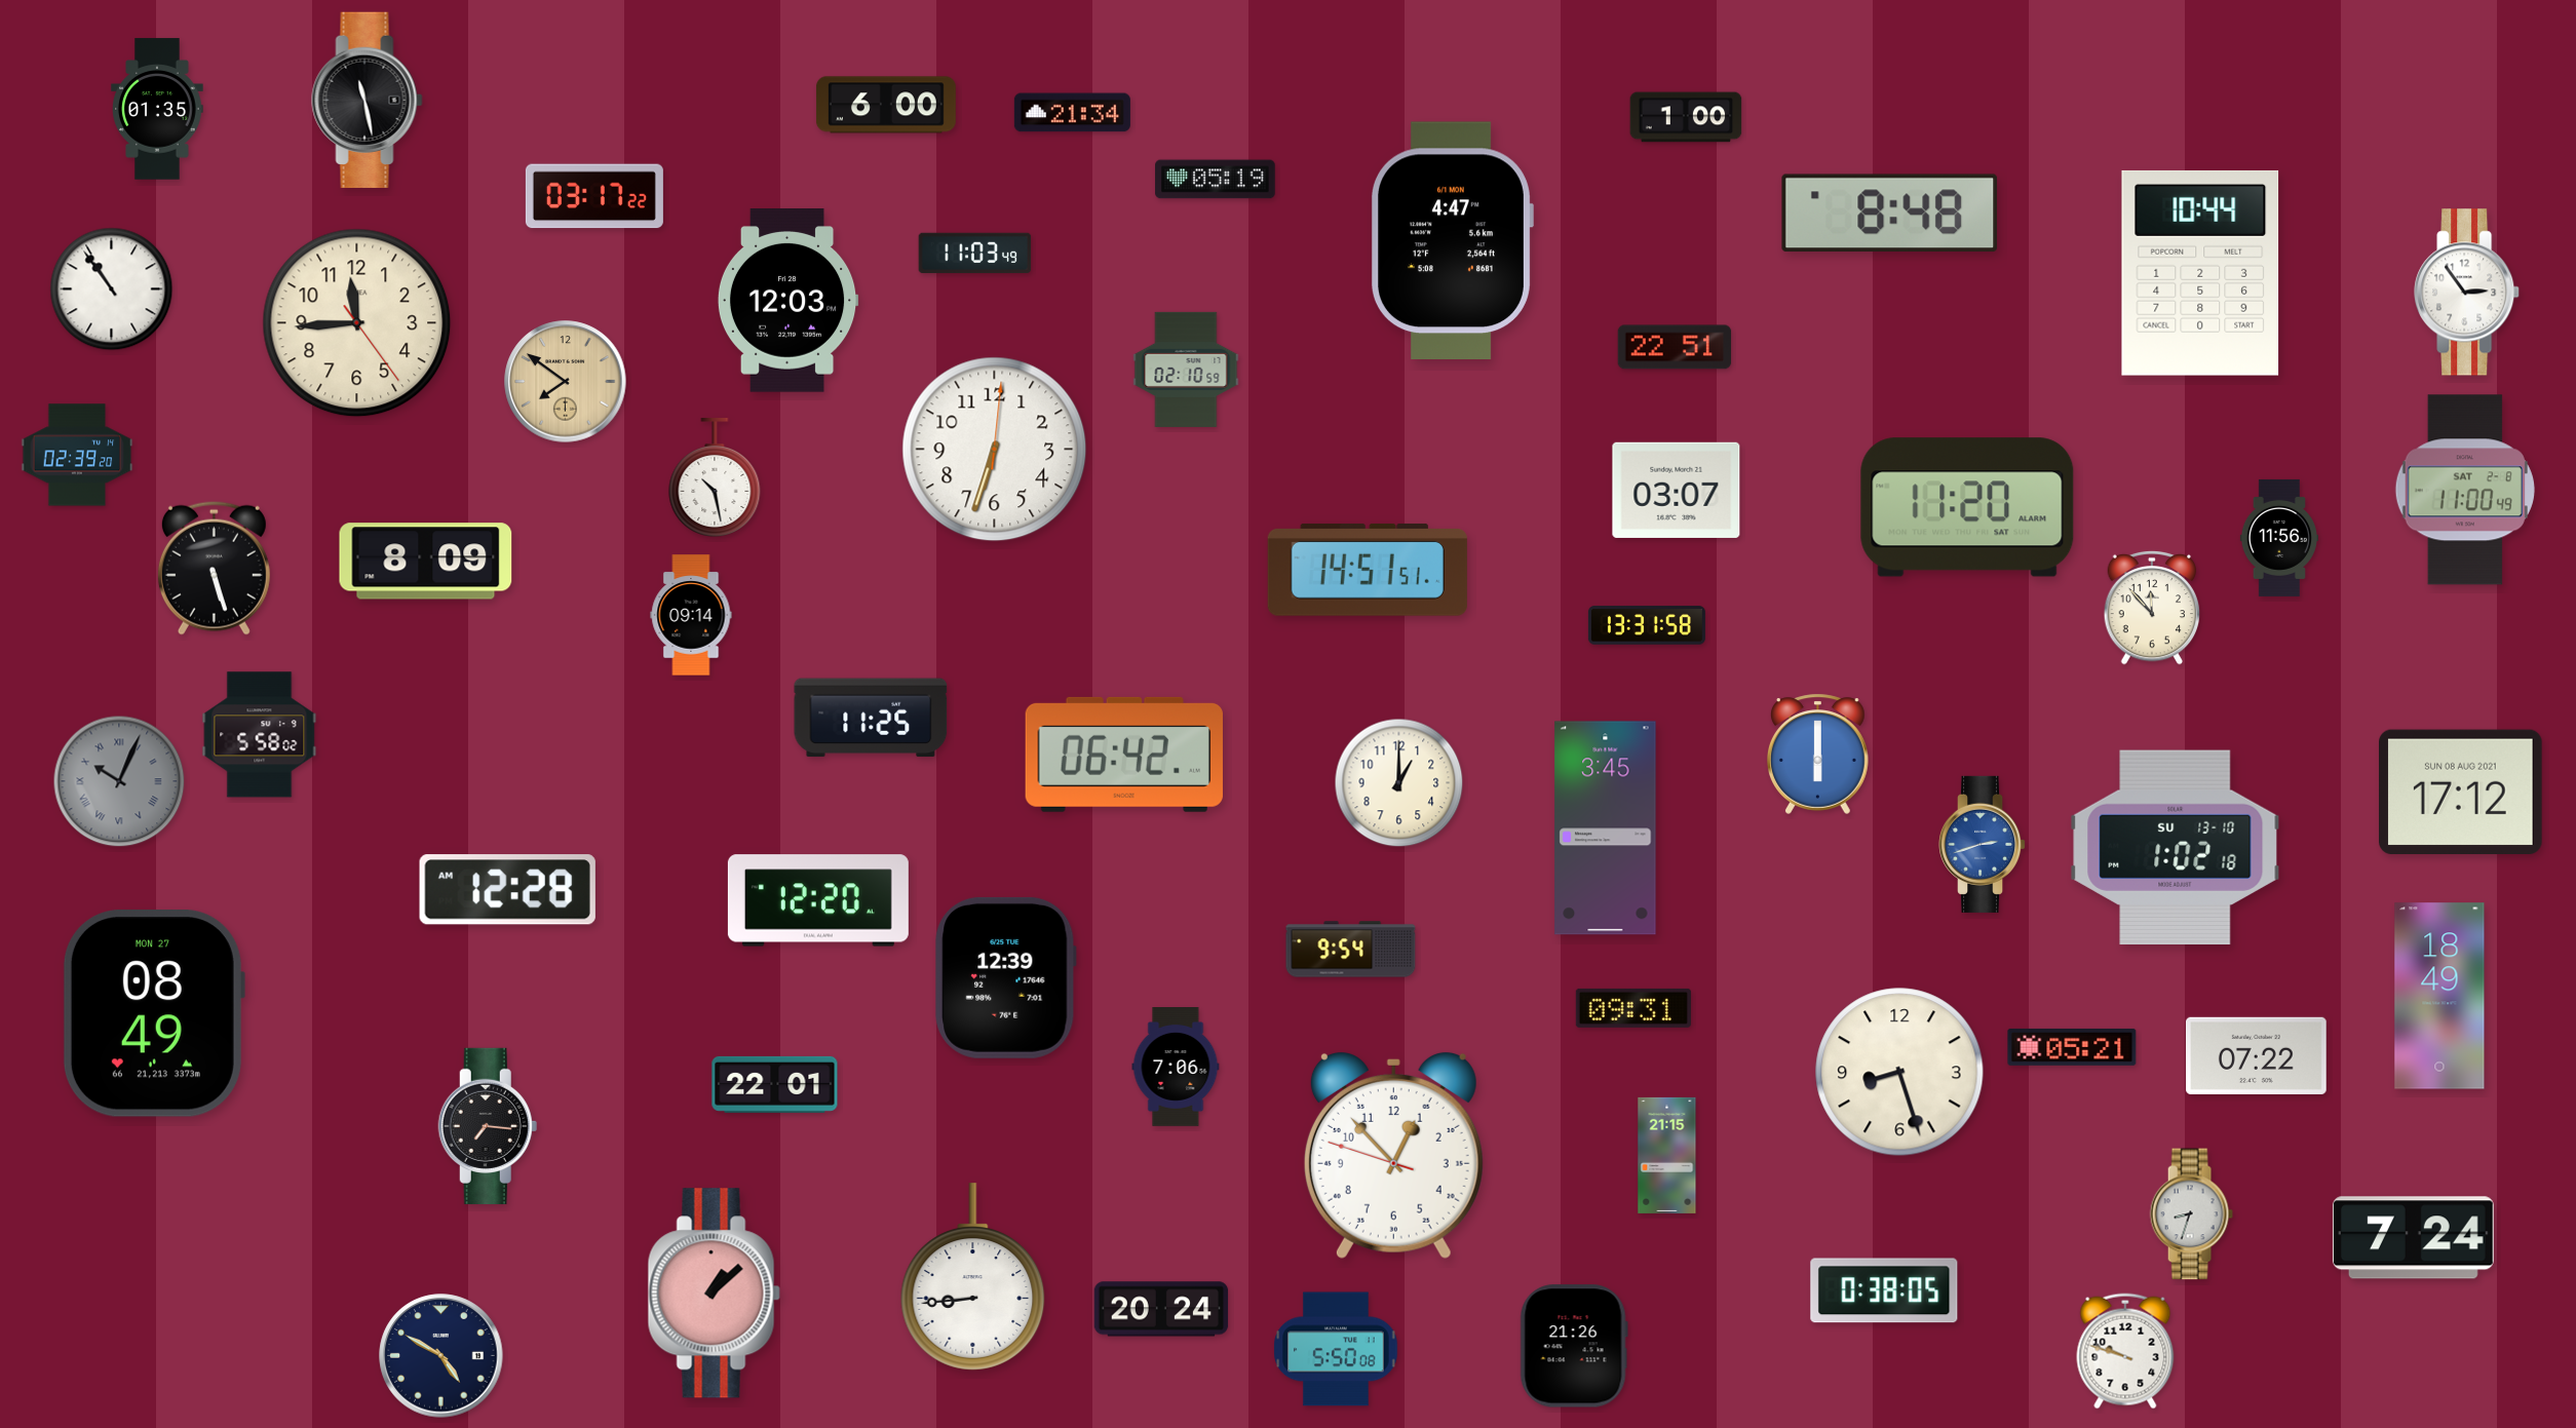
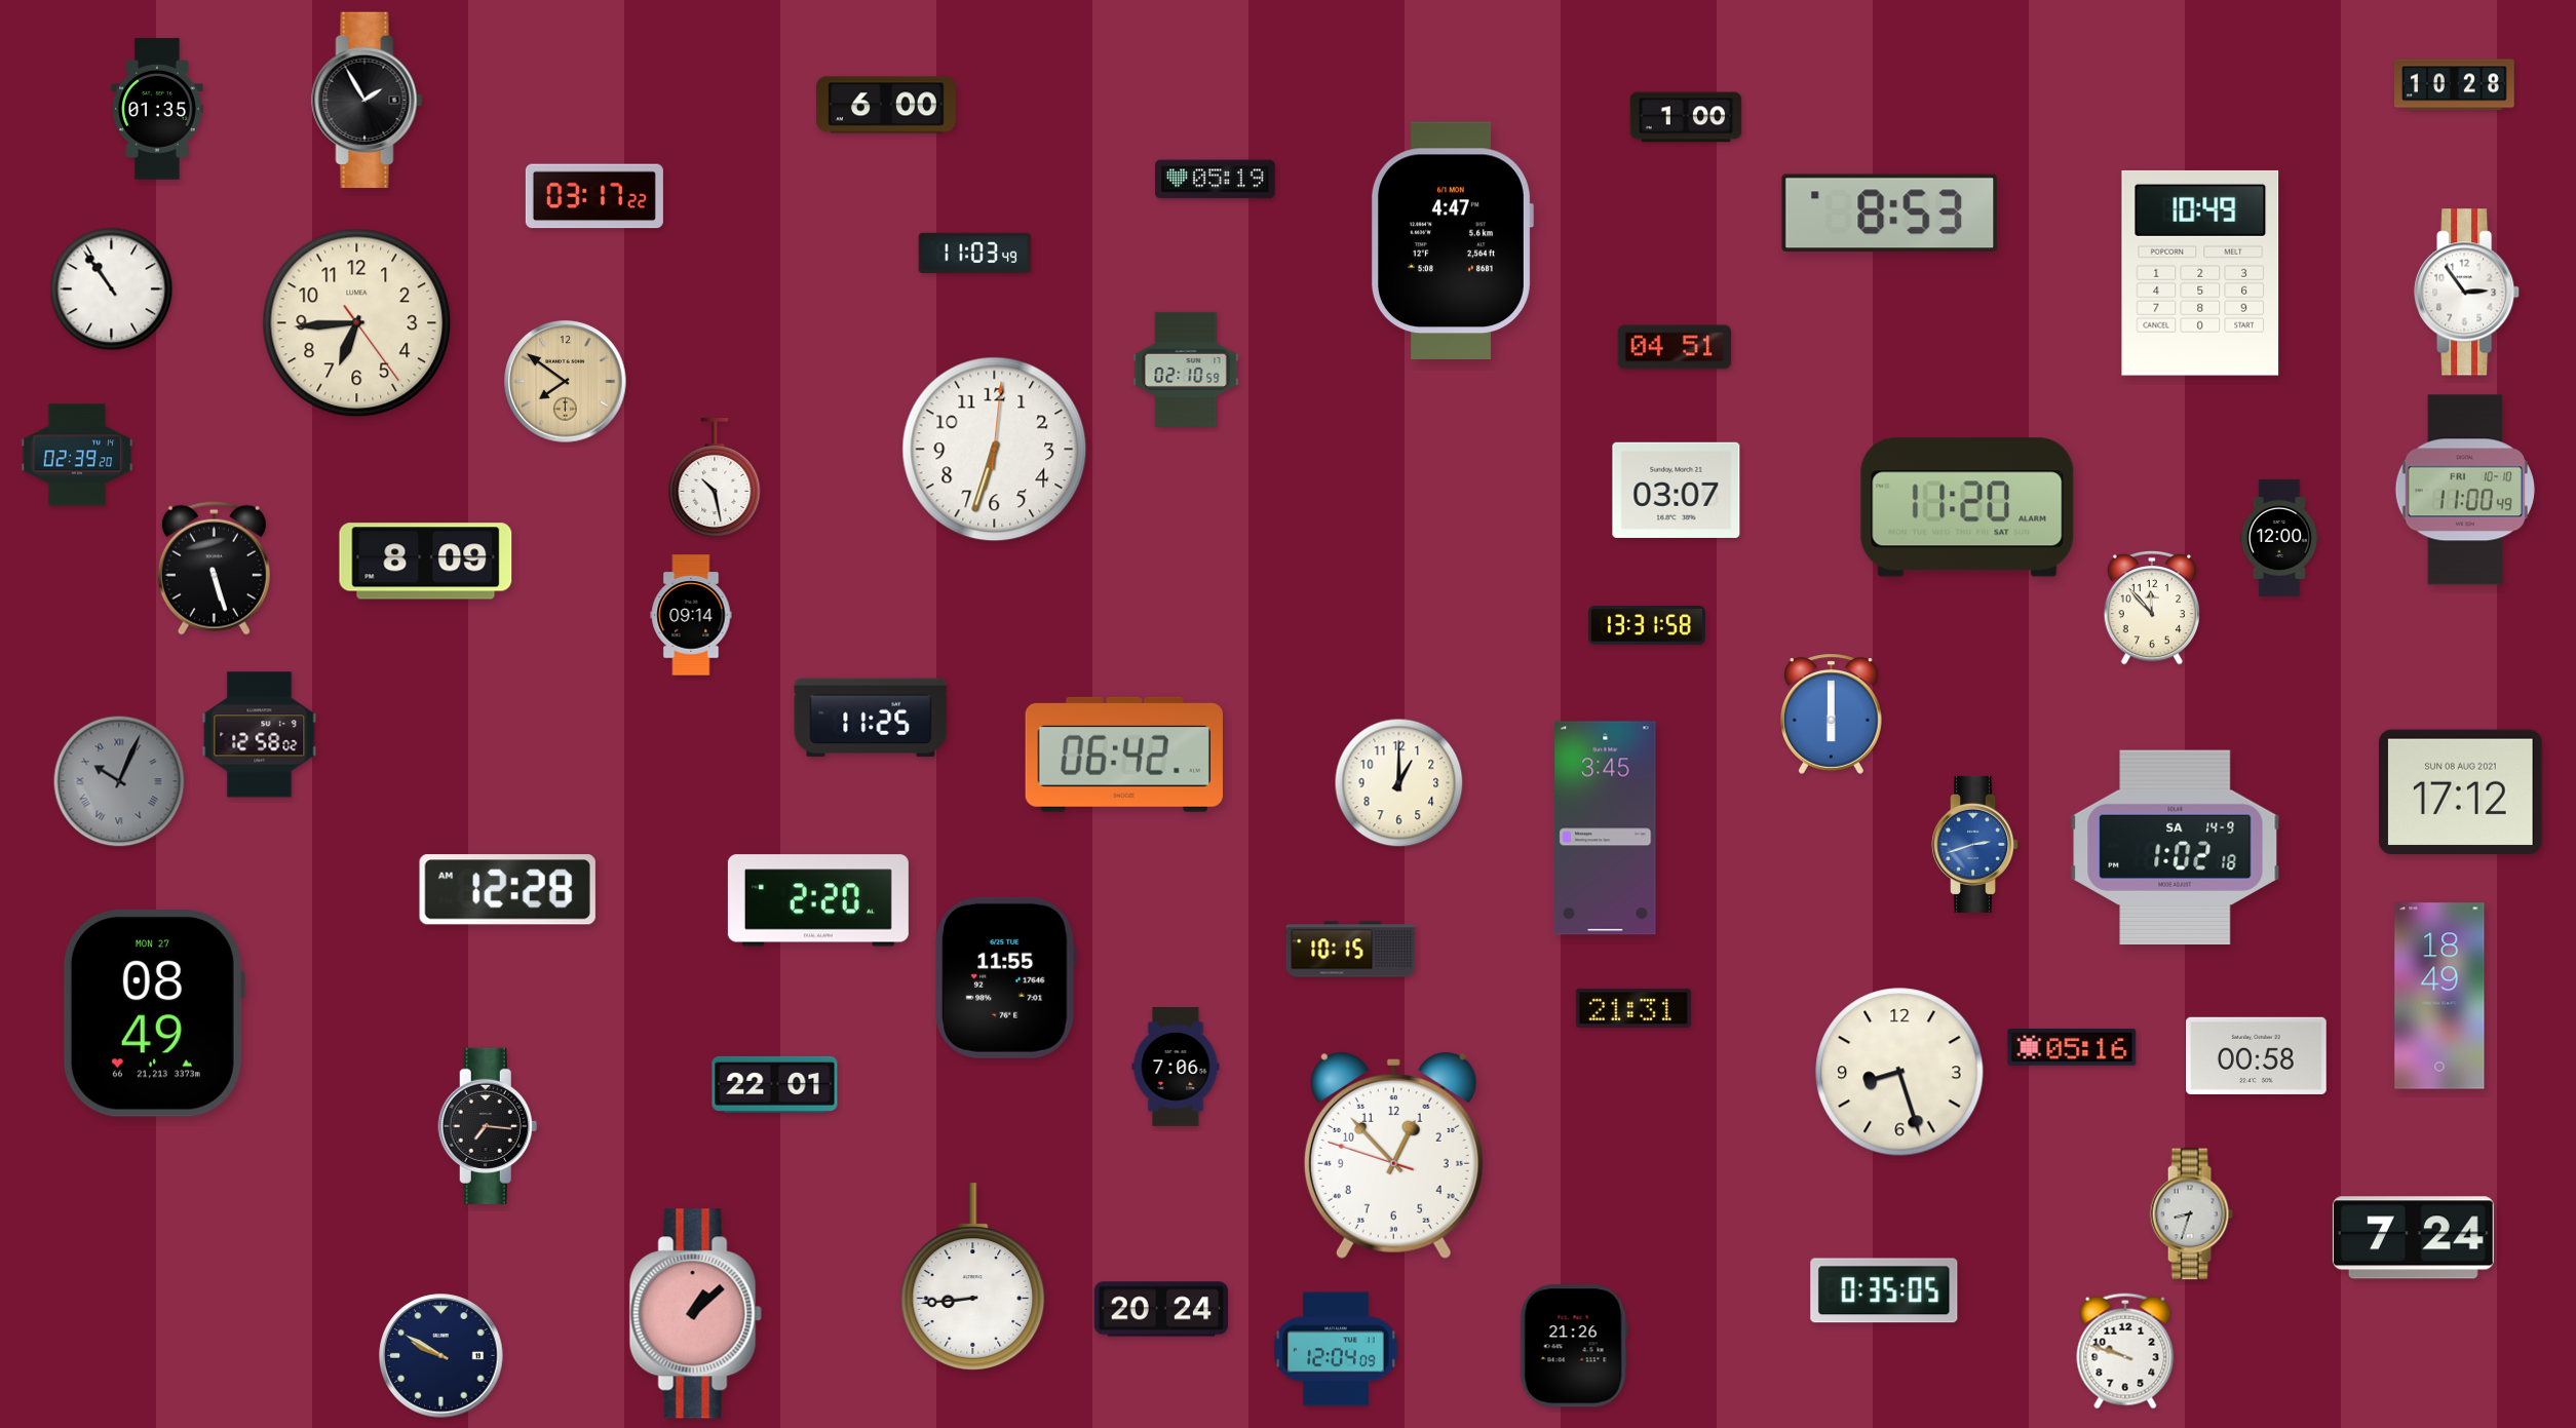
clock at (2455, 85): none -> 10:28
clock at (368, 101): 11:28 -> 1:55
clock at (1072, 113): 21:34 -> none
clock at (1890, 214): 8:48 -> 8:53
clock at (2200, 273): 10:44 -> 10:49
clock at (787, 301): 12:03 -> none
clock at (357, 323): 11:44 -> 6:44
clock at (1675, 347): 22:51 -> 04:51
clock at (2465, 490) date: SAT 2-8 -> FRI 10-10
clock at (2279, 538): 11:56 -> 12:00
clock at (1368, 570): 14:51 -> none
clock at (260, 735): 5:58 -> 12:58
clock at (1818, 754) position: (1818, 754) -> (1832, 713)
clock at (1983, 844) position: (1983, 844) -> (1975, 844)
clock at (2176, 848) date: SU 13-10 -> SA 14-9
clock at (818, 900): 12:20 -> 2:20
clock at (1351, 950): 9:54 -> 10:15
clock at (1006, 977): 12:39 -> 11:55
clock at (1633, 1008): 09:31 -> 21:31
clock at (2072, 1047): 05:21 -> 05:16
clock at (2256, 1055): 07:22 -> 00:58
clock at (1667, 1155): 21:15 -> none
clock at (1884, 1290): 0:38 -> 0:35
clock at (714, 1294) position: (714, 1294) -> (695, 1314)
clock at (1336, 1349): 5:50 -> 12:04
clock at (441, 1356): 4:50 -> 9:50
